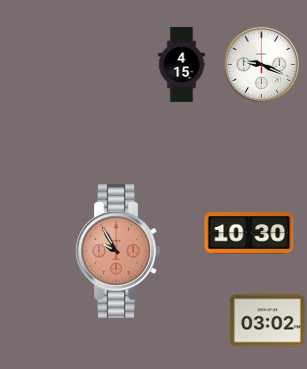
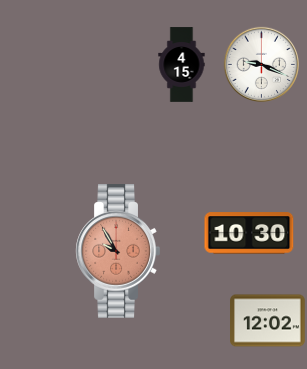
clock at (268, 321): 03:02 -> 12:02
